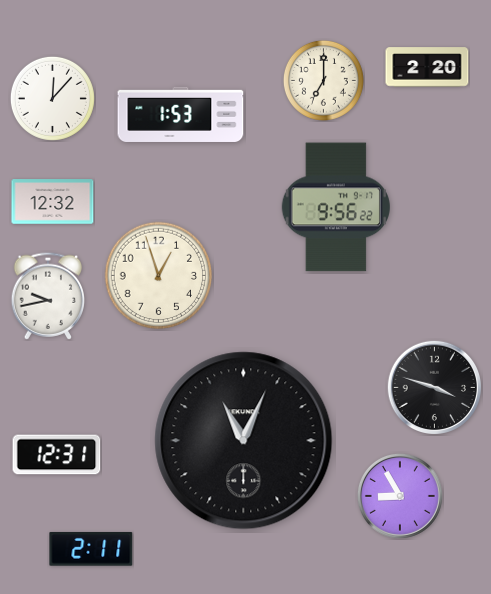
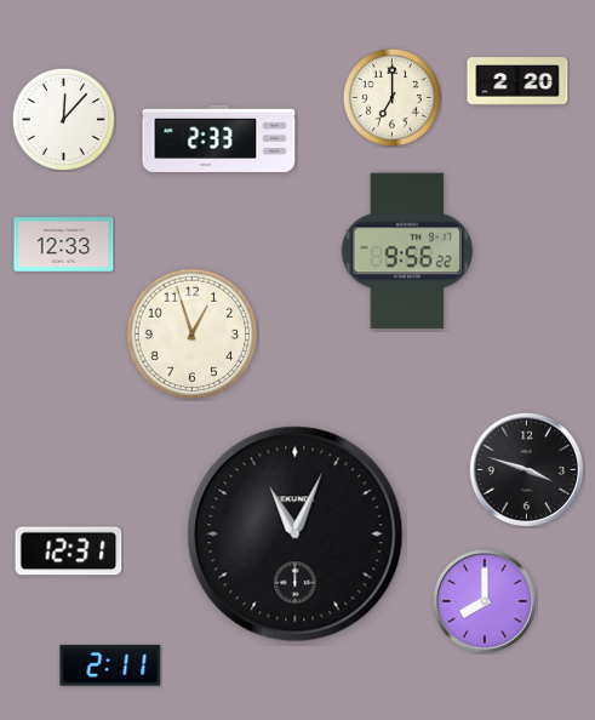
clock at (181, 114): 1:53 -> 2:33
clock at (53, 202): 12:32 -> 12:33
clock at (48, 296): 9:43 -> none
clock at (400, 496): 8:55 -> 8:00
